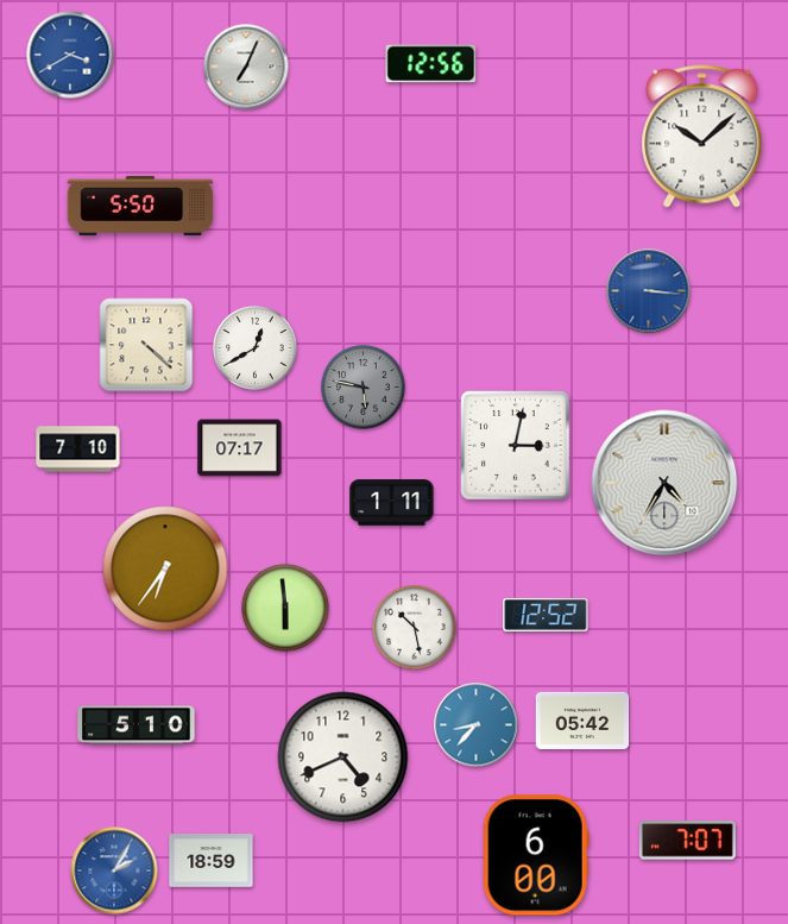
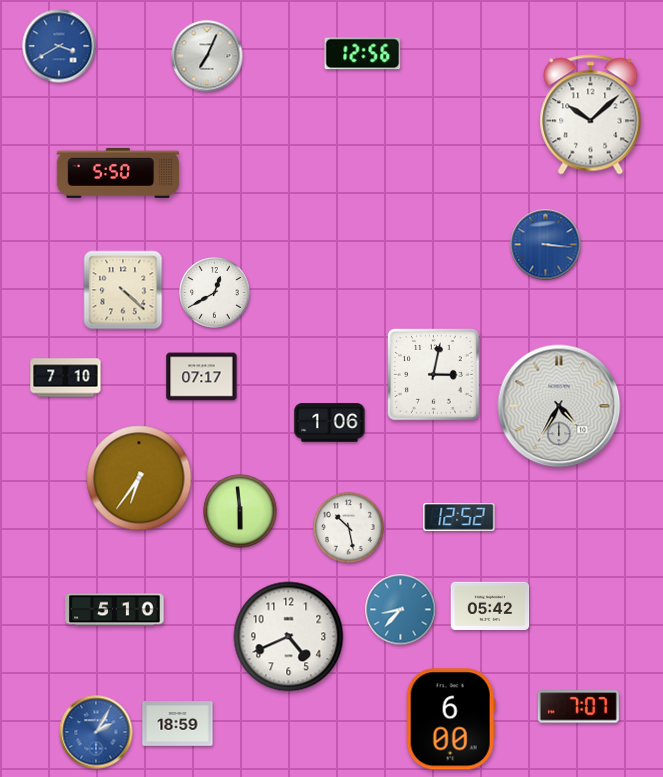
clock at (364, 388): 5:47 -> none
clock at (392, 503): 1:11 -> 1:06
